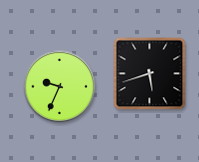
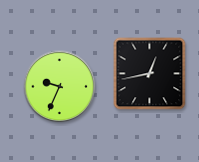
clock at (150, 74): 5:42 -> 12:43
